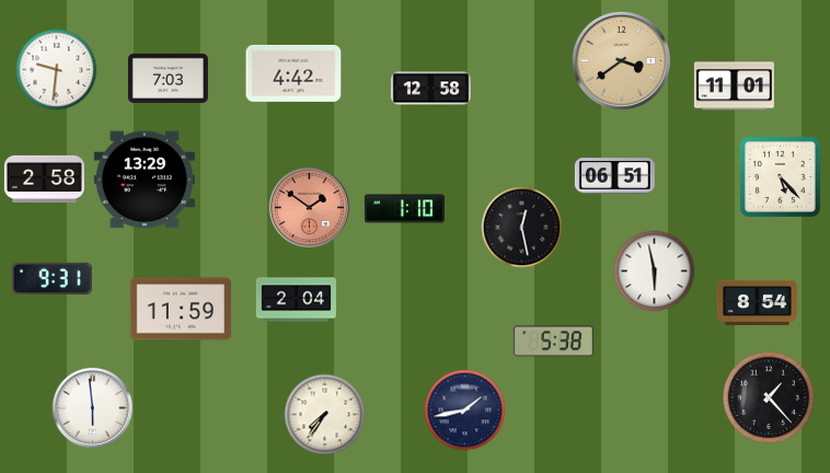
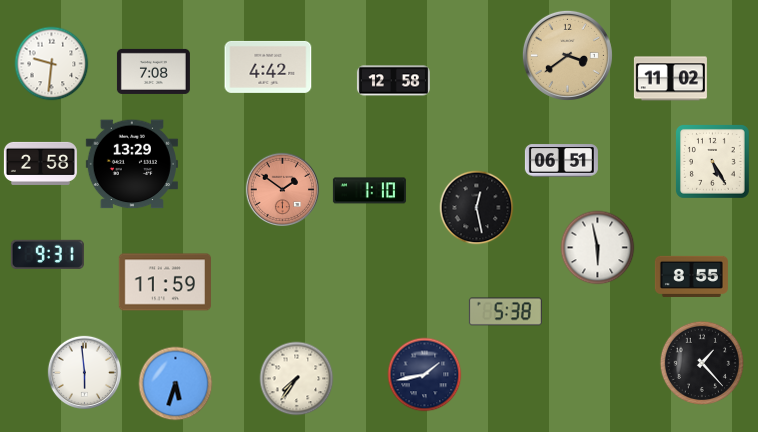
clock at (168, 78): 7:03 -> 7:08
clock at (734, 86): 11:01 -> 11:02
clock at (780, 176): 5:23 -> 5:25
clock at (296, 300): 2:04 -> none
clock at (757, 302): 8:54 -> 8:55
clock at (176, 384): none -> 5:33
